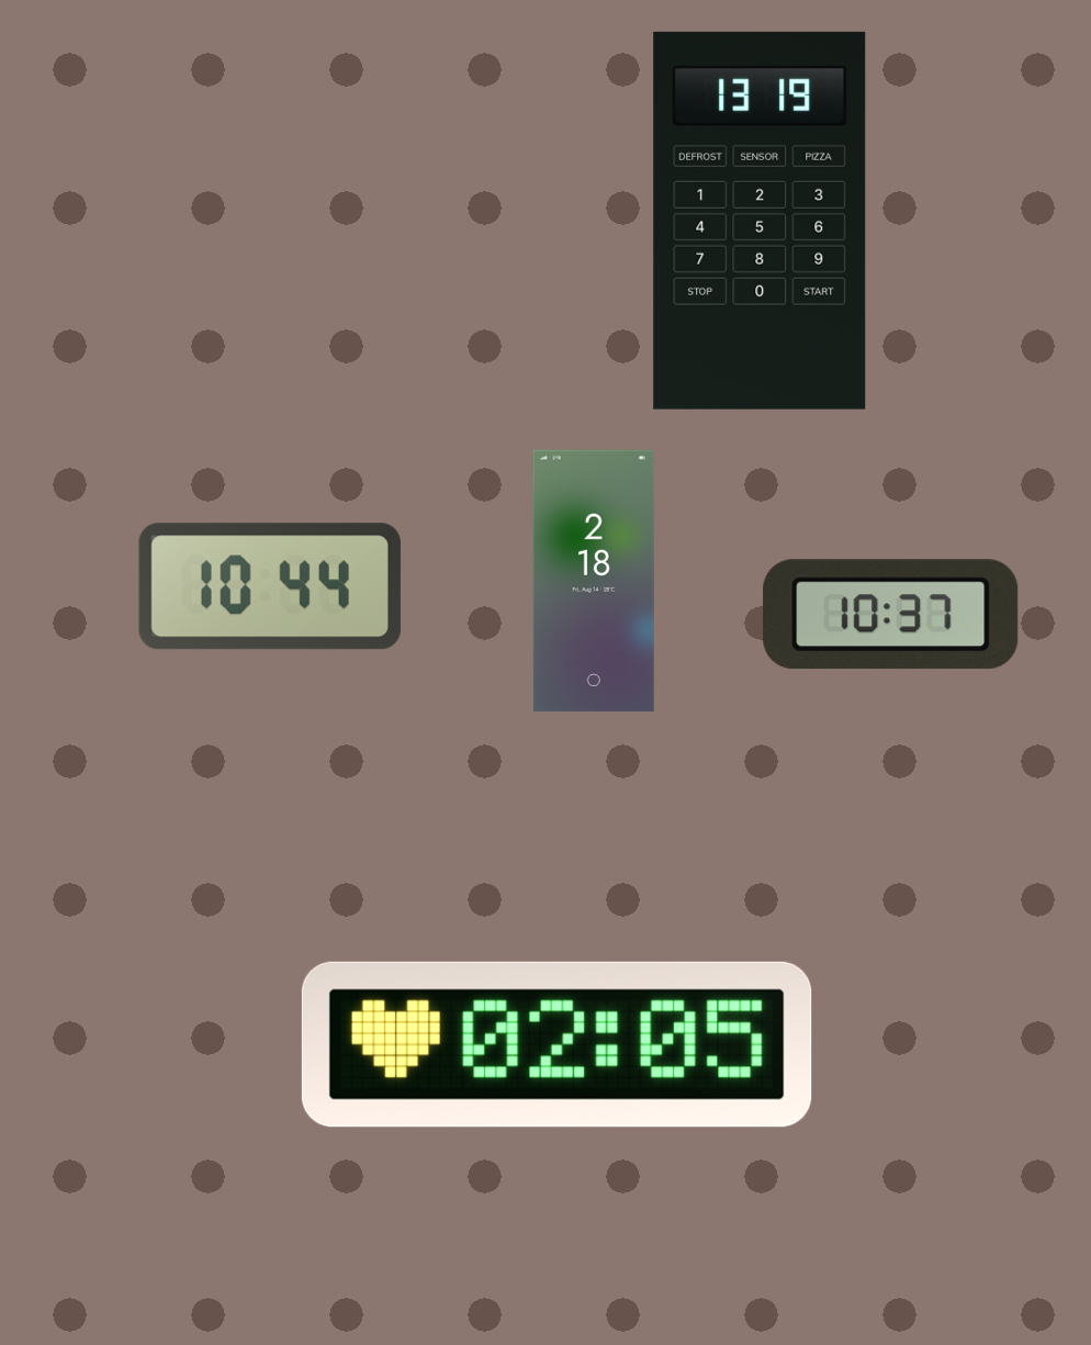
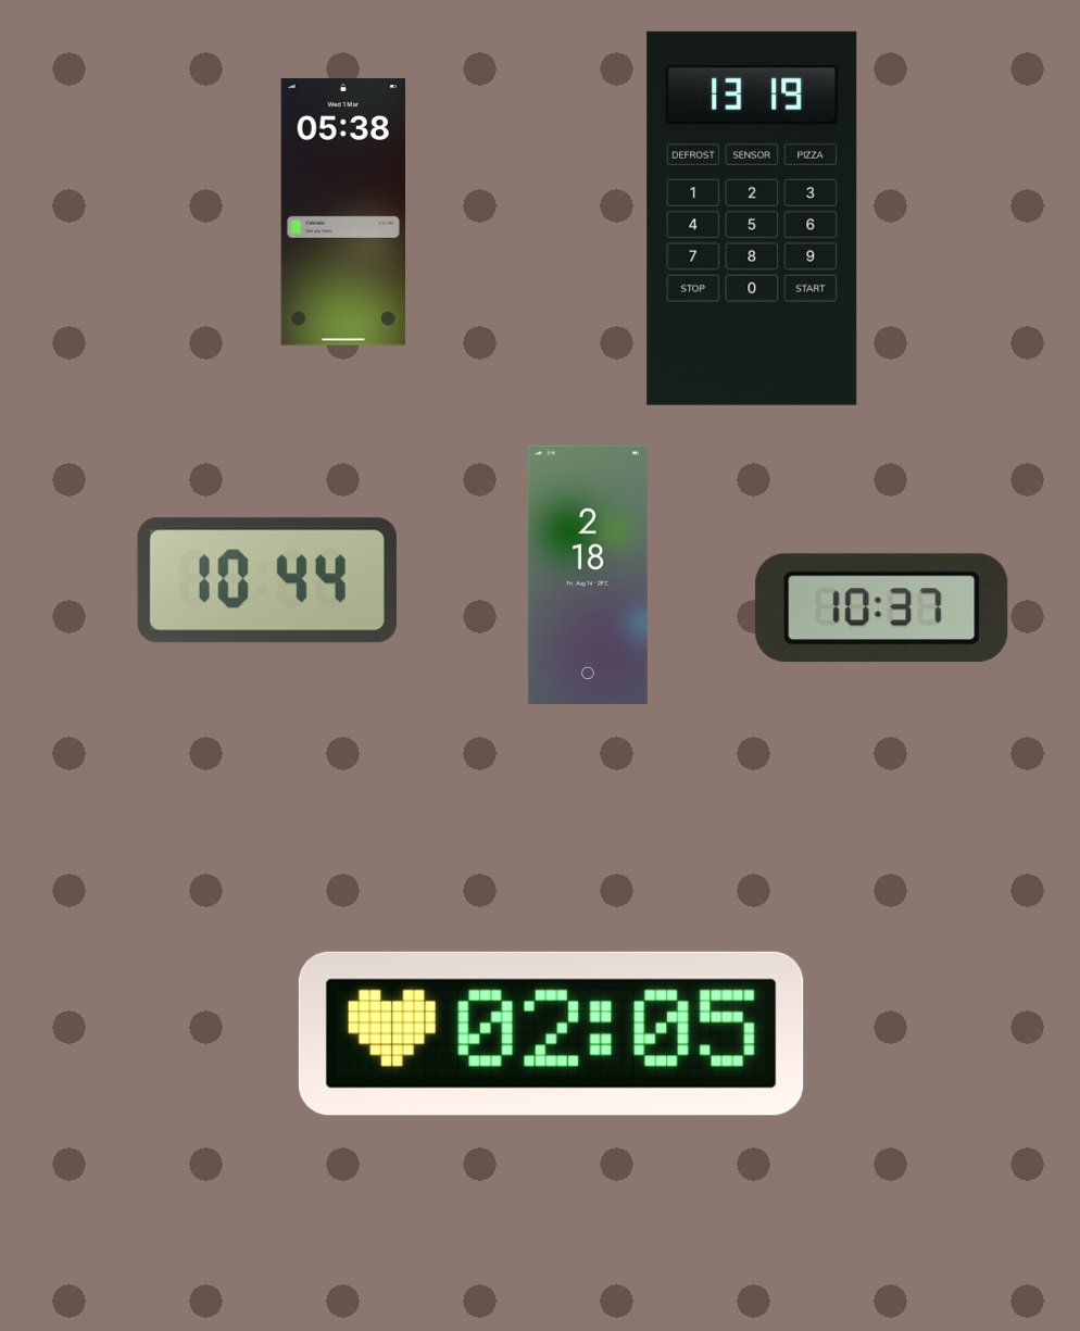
clock at (342, 212): none -> 05:38
